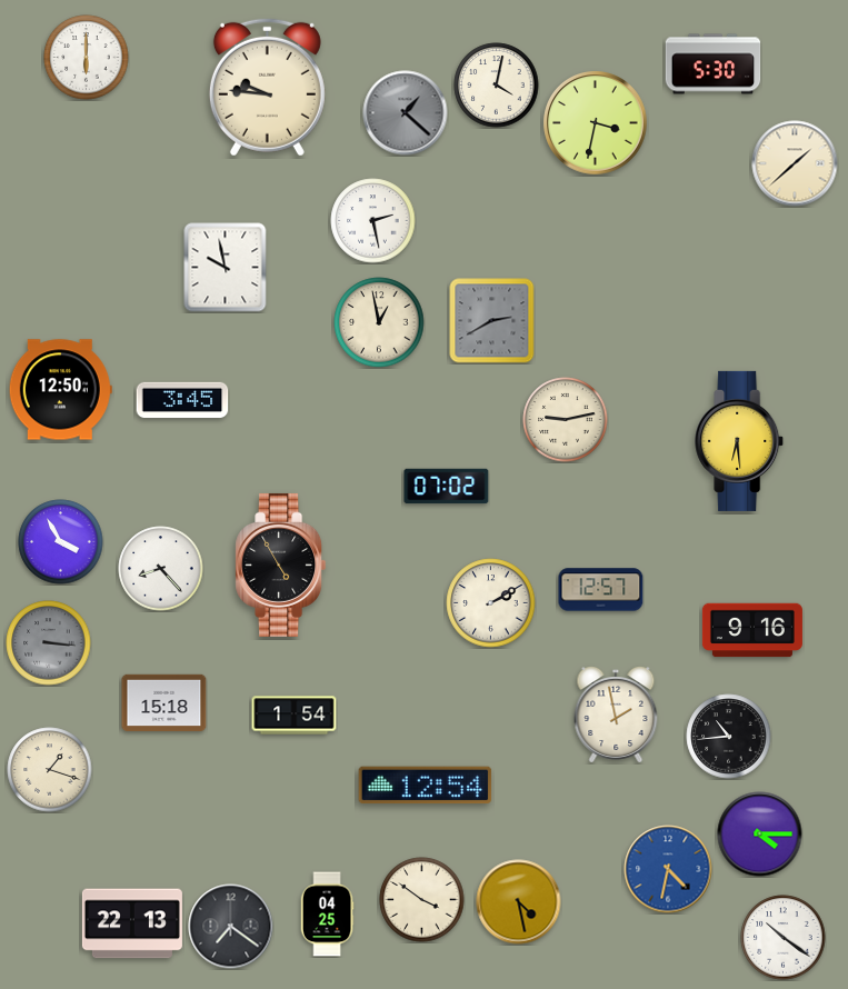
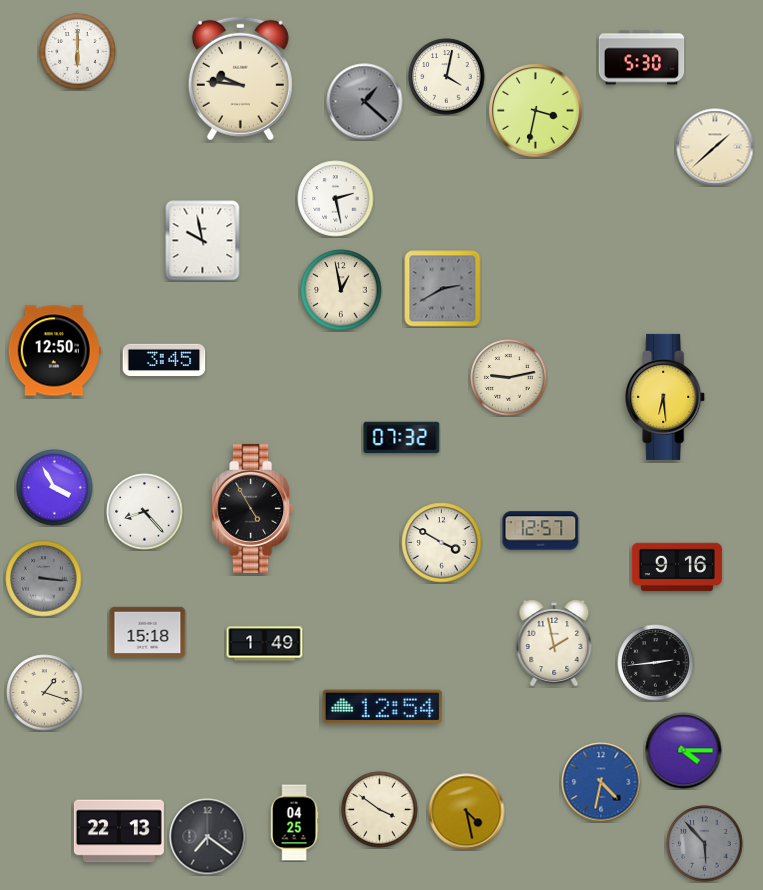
clock at (447, 487): 07:02 -> 07:32
clock at (491, 603): 2:10 -> 3:50
clock at (295, 716): 1:54 -> 1:49
clock at (729, 737): 10:44 -> 2:44
clock at (231, 927) position: (231, 927) -> (208, 837)
clock at (784, 938): 10:21 -> 5:53
clock at (784, 938) dial: white -> grey
